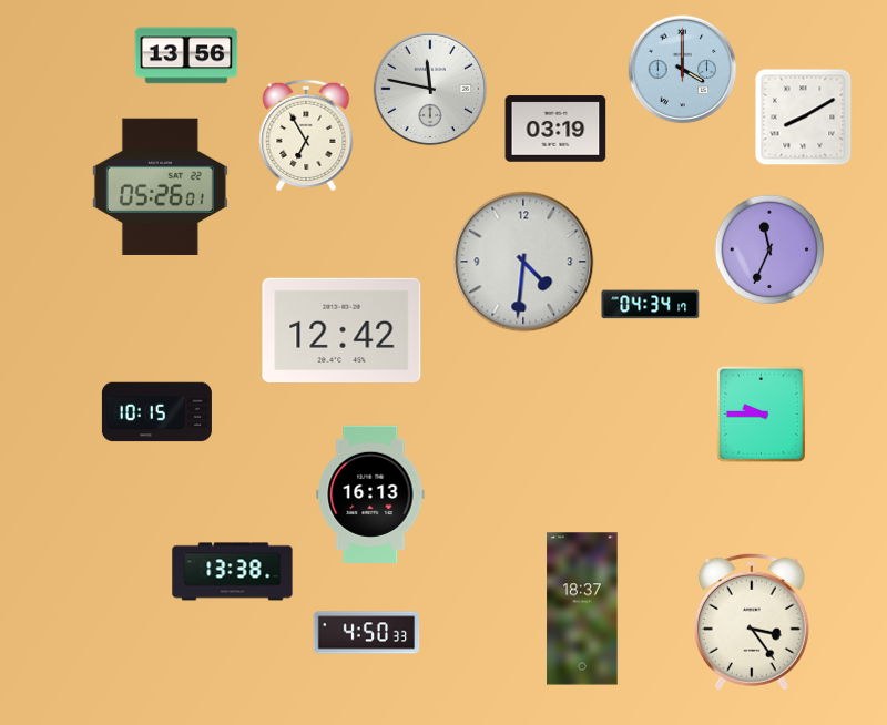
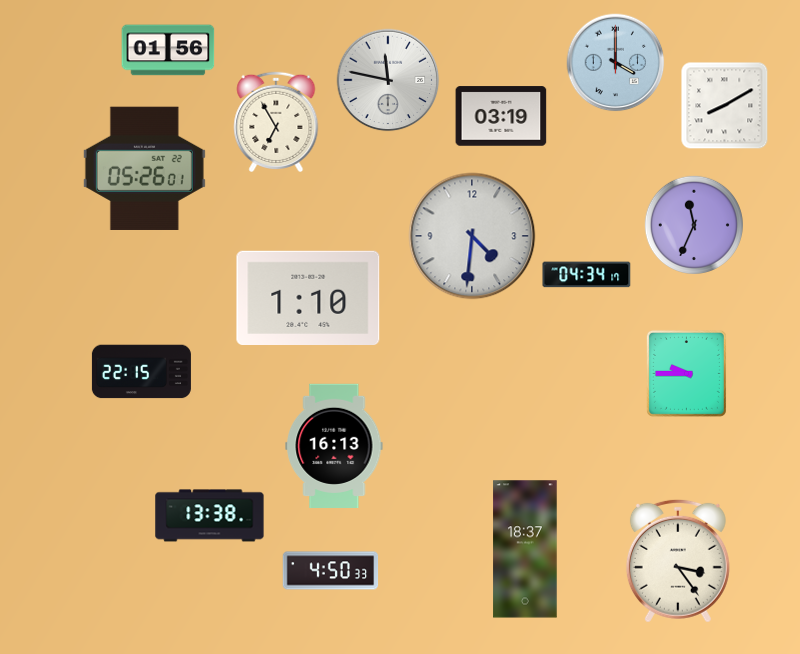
clock at (186, 55): 13:56 -> 01:56
clock at (341, 329): 12:42 -> 1:10
clock at (156, 412): 10:15 -> 22:15
